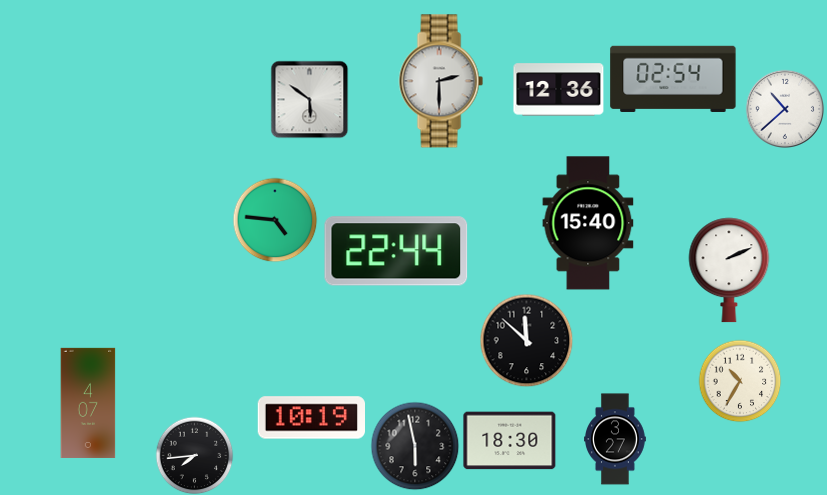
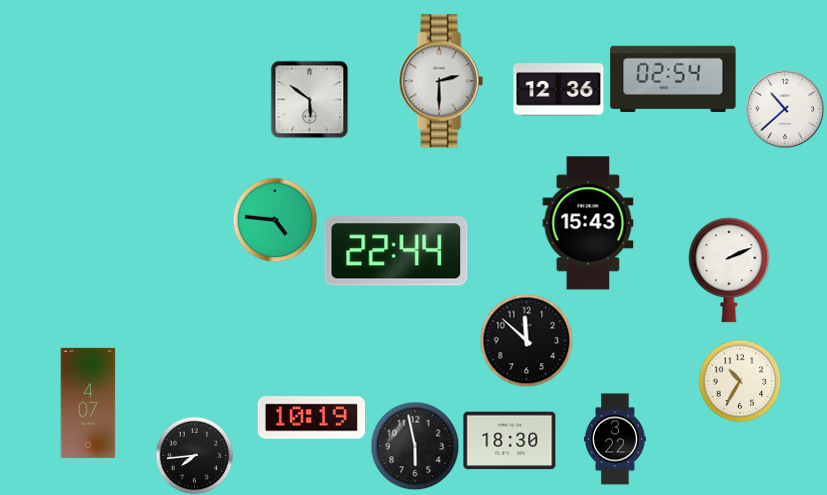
clock at (588, 223): 15:40 -> 15:43
clock at (616, 439): 3:27 -> 3:22
